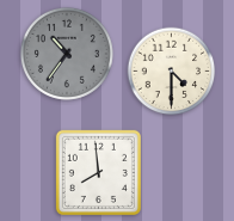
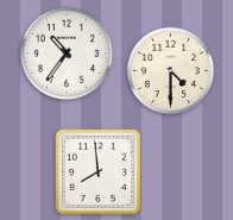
clock at (67, 54) dial: grey -> white
